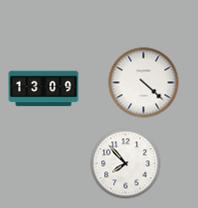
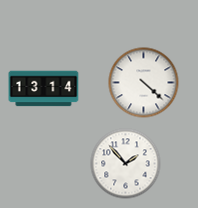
clock at (44, 89): 13:09 -> 13:14
clock at (126, 164): 7:53 -> 1:53
